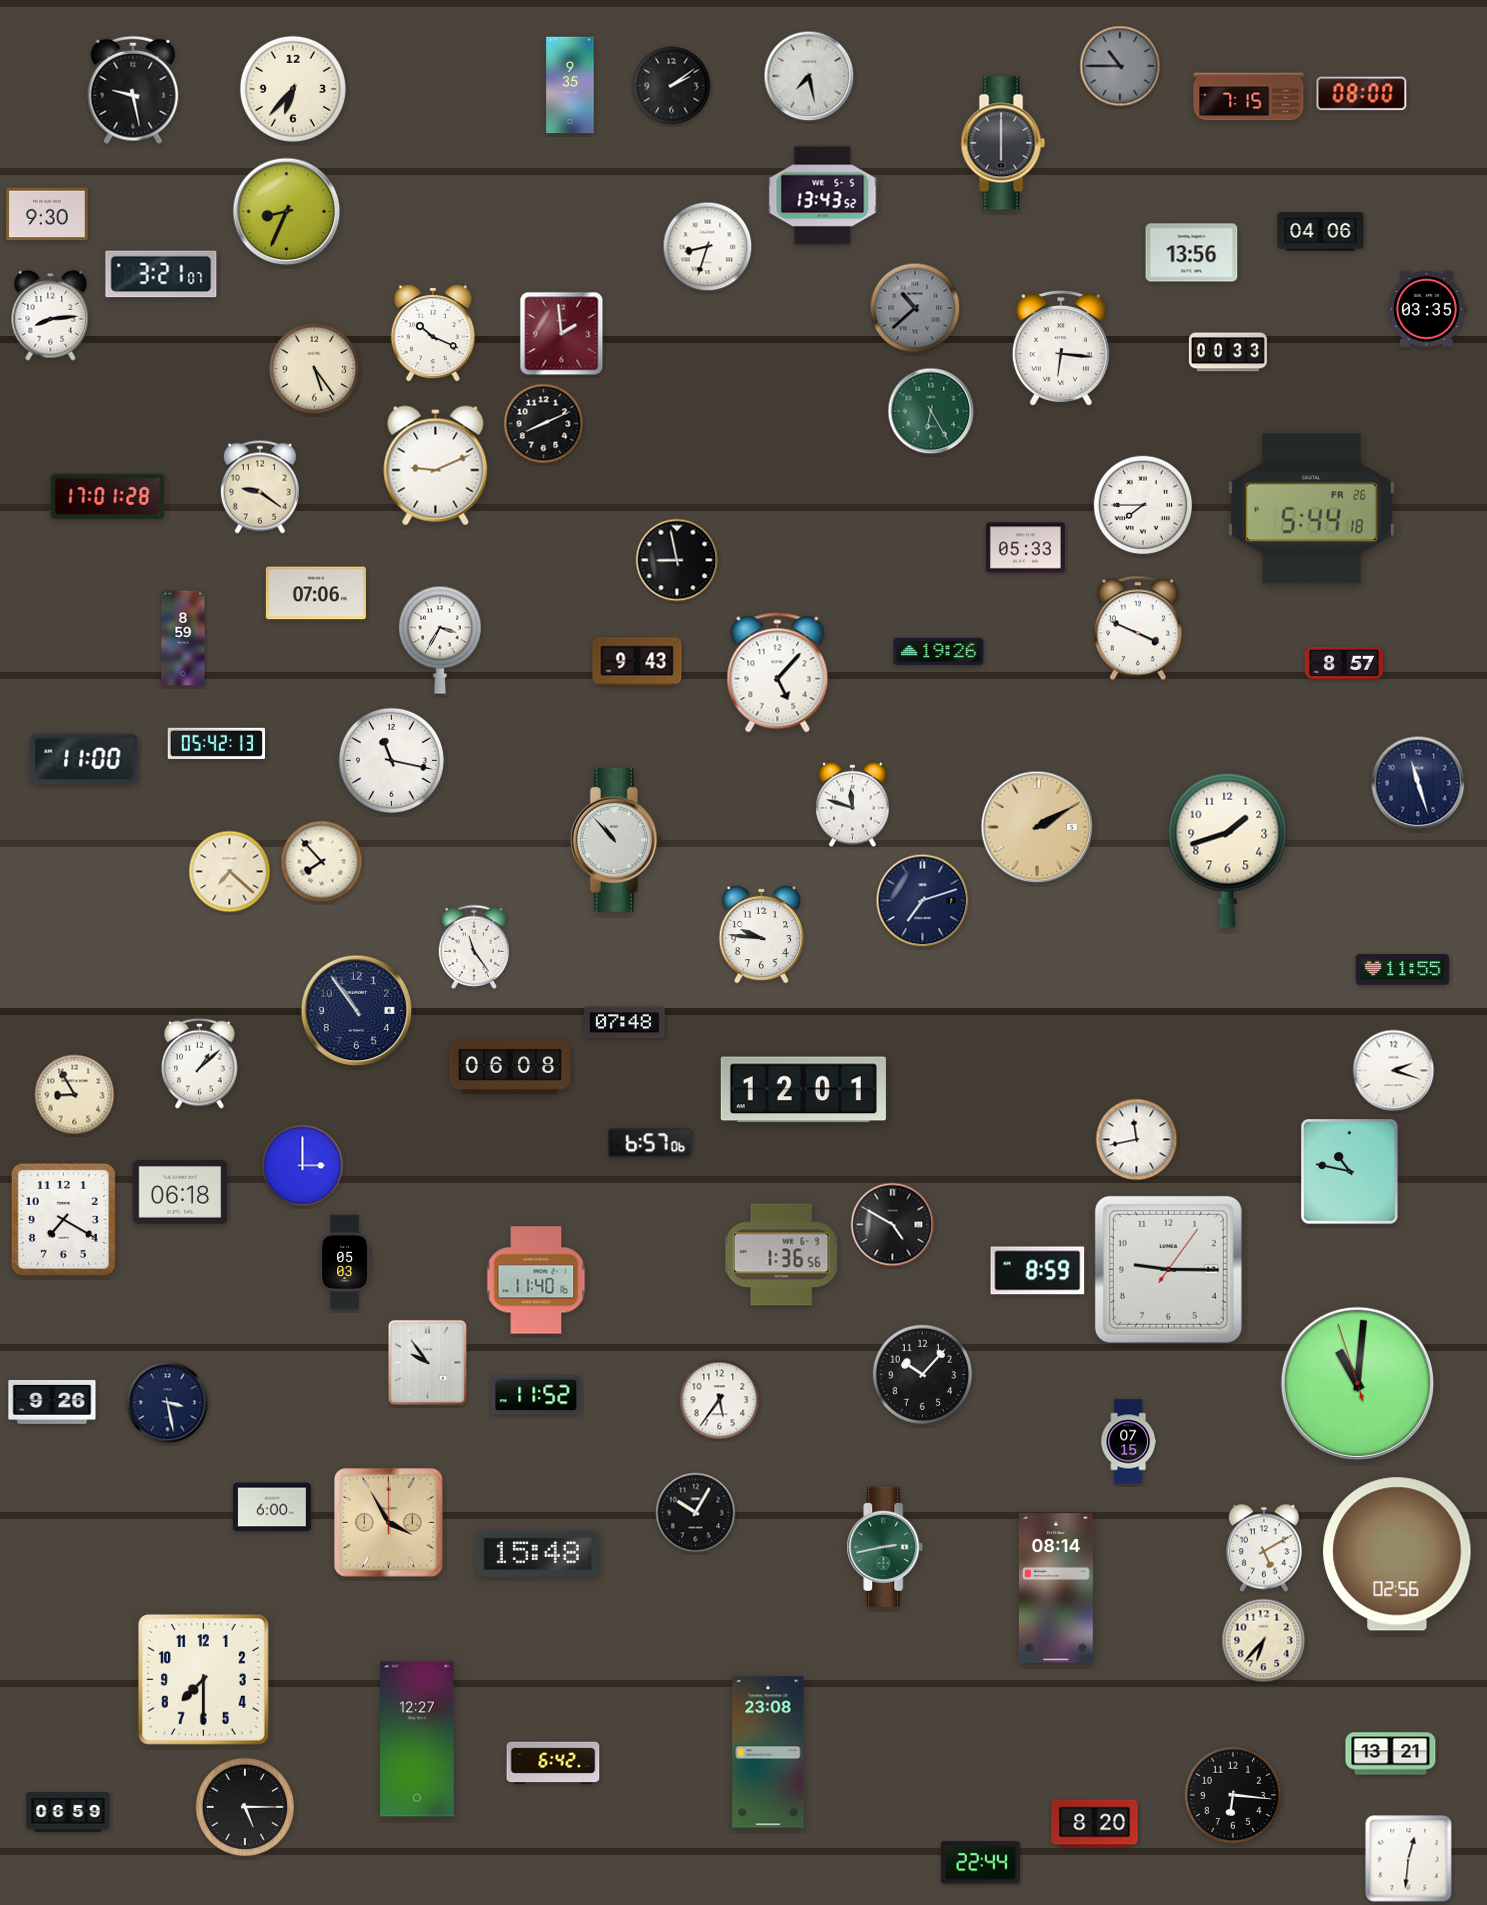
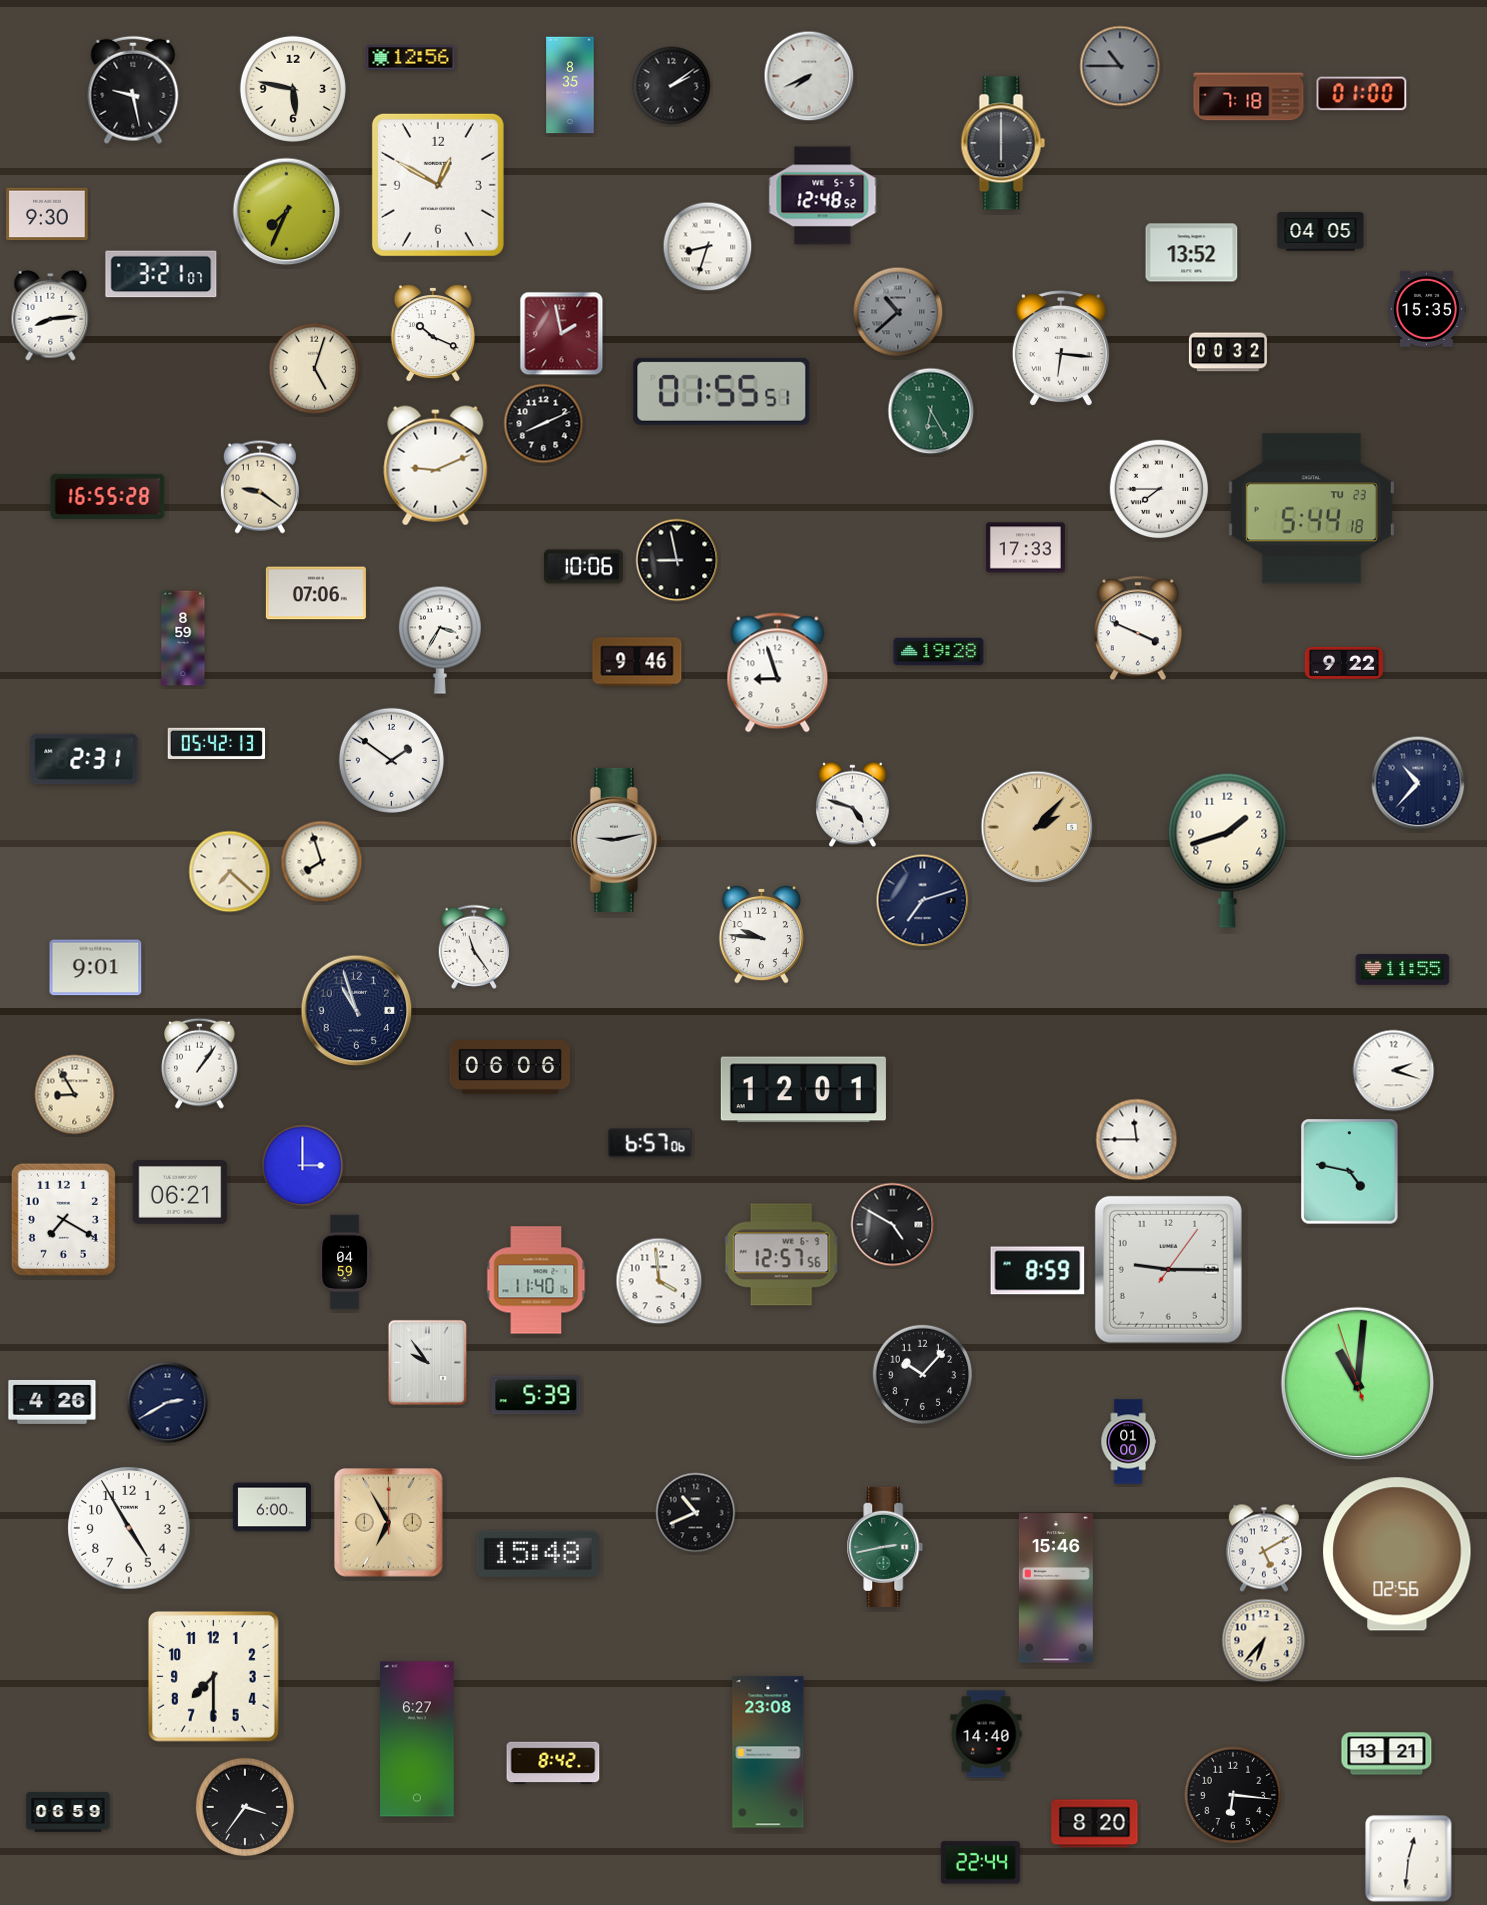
clock at (411, 58): none -> 12:56
clock at (809, 76): 7:28 -> 7:41
clock at (570, 85): 9:35 -> 8:35
clock at (293, 89): 6:37 -> 5:47
clock at (1362, 94): 08:00 -> 01:00
clock at (1249, 97): 7:15 -> 7:18
clock at (438, 185): none -> 12:50
clock at (823, 196): 13:43 -> 12:48
clock at (287, 212): 8:34 -> 7:34
clock at (1321, 232): 04:06 -> 04:05
clock at (1192, 253): 13:56 -> 13:52
clock at (915, 308) position: (915, 308) -> (898, 312)
clock at (1426, 309): 03:35 -> 15:35
clock at (562, 334): 1:59 -> 1:58
clock at (1228, 352): 00:33 -> 00:32
clock at (315, 369): 5:24 -> 5:03
clock at (722, 391): none -> 01:55
clock at (108, 496): 17:01 -> 16:55
clock at (1143, 505) position: (1143, 505) -> (1159, 489)
clock at (1311, 509) date: FR 26 -> TU 23
clock at (1025, 548): 05:33 -> 17:33
clock at (583, 567): none -> 10:06
clock at (939, 652): 19:26 -> 19:28
clock at (637, 662): 9:43 -> 9:46
clock at (1344, 663): 8:57 -> 9:22
clock at (778, 673): 5:07 -> 8:57
clock at (84, 759): 11:00 -> 2:31
clock at (391, 760): 11:17 -> 1:51
clock at (1418, 783): 11:27 -> 10:37
clock at (853, 805): 11:48 -> 4:48
clock at (1037, 827): 2:10 -> 2:07
clock at (616, 840): 10:53 -> 9:13
clock at (322, 862): 7:53 -> 7:57
clock at (96, 968): none -> 9:01
clock at (357, 1011): 10:54 -> 10:57
clock at (625, 1023): 07:48 -> none
clock at (200, 1063): 1:08 -> 1:06
clock at (509, 1067): 06:08 -> 06:06
clock at (1137, 1140): 11:43 -> 11:45
clock at (1350, 1172): 10:47 -> 4:47
clock at (180, 1193): 06:18 -> 06:21
clock at (781, 1255): 1:36 -> 12:57
clock at (344, 1262): 05:03 -> 04:59
clock at (659, 1281): none -> 3:59
clock at (536, 1395): 11:52 -> 5:39
clock at (720, 1400): 5:36 -> none
clock at (52, 1402): 9:26 -> 4:26
clock at (168, 1403): 3:28 -> 2:40
clock at (1128, 1442): 07:15 -> 01:00
clock at (696, 1513): 10:05 -> 10:41
clock at (389, 1523): 3:55 -> 6:55
clock at (129, 1528): none -> 4:55
clock at (1056, 1588): 08:14 -> 15:46
clock at (203, 1679) position: (203, 1679) -> (213, 1676)
clock at (986, 1734): none -> 14:40
clock at (417, 1739): 12:27 -> 6:27
clock at (1391, 1754) position: (1391, 1754) -> (1387, 1754)
clock at (553, 1763): 6:42 -> 8:42
clock at (245, 1807): 5:15 -> 3:36
